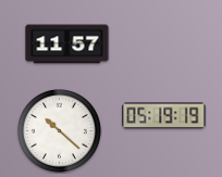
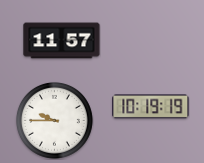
clock at (164, 116): 05:19 -> 10:19
clock at (59, 130): 10:22 -> 9:45
